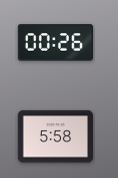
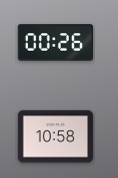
clock at (56, 137): 5:58 -> 10:58
